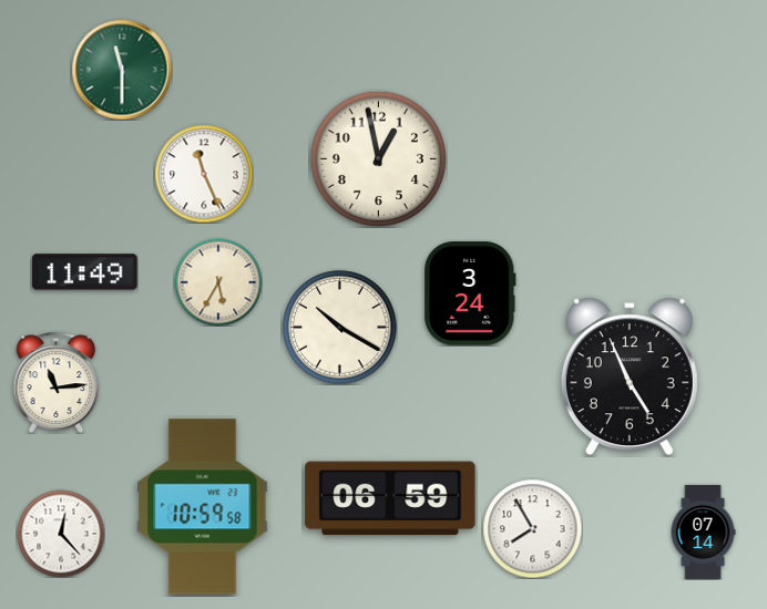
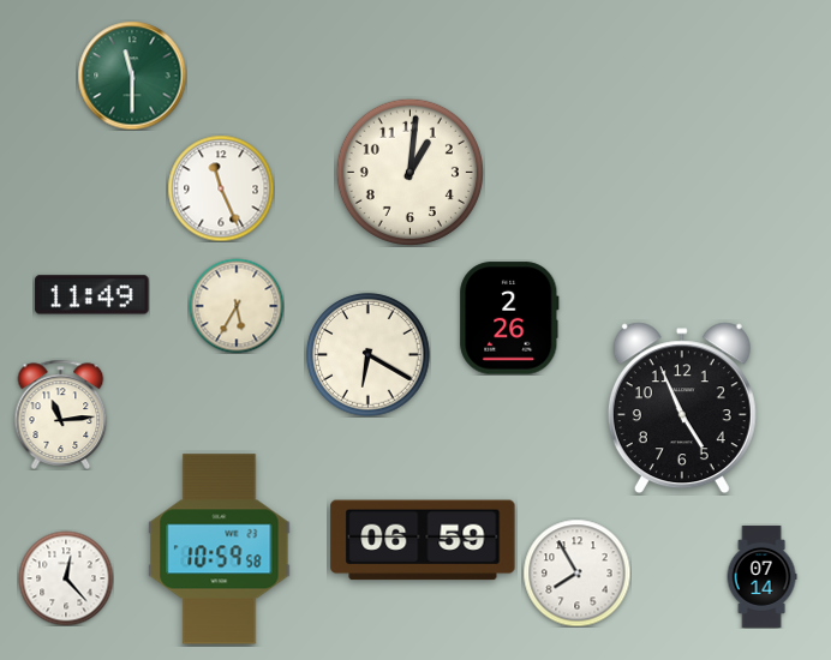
clock at (378, 158): 12:58 -> 1:01
clock at (470, 293): 3:24 -> 2:26
clock at (340, 328): 10:20 -> 6:20
